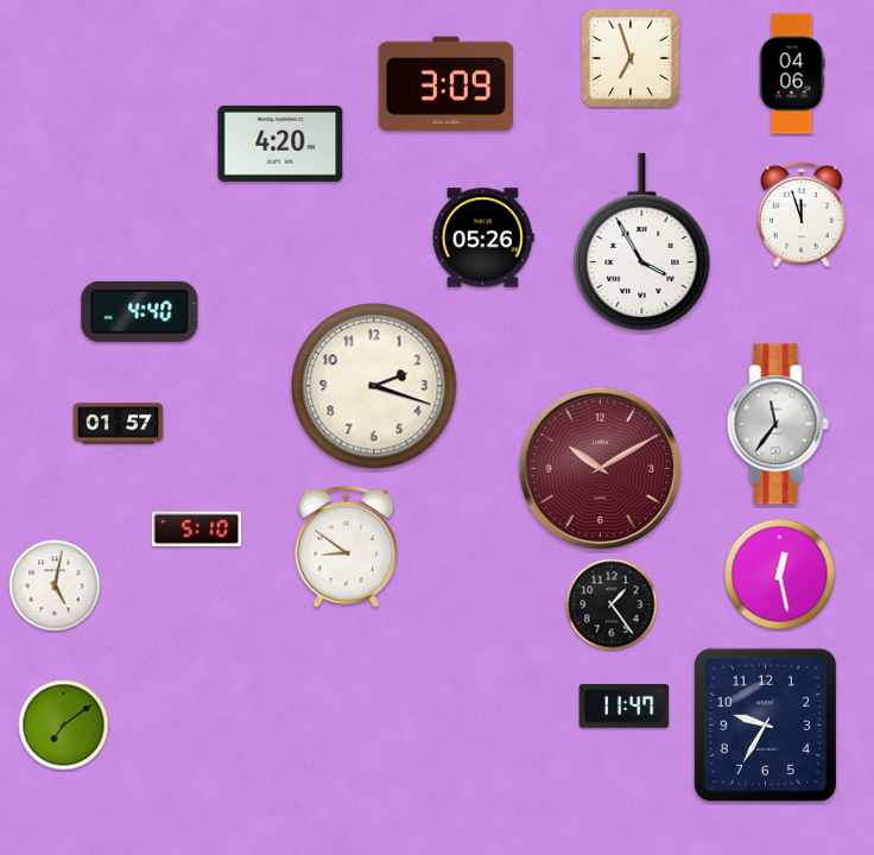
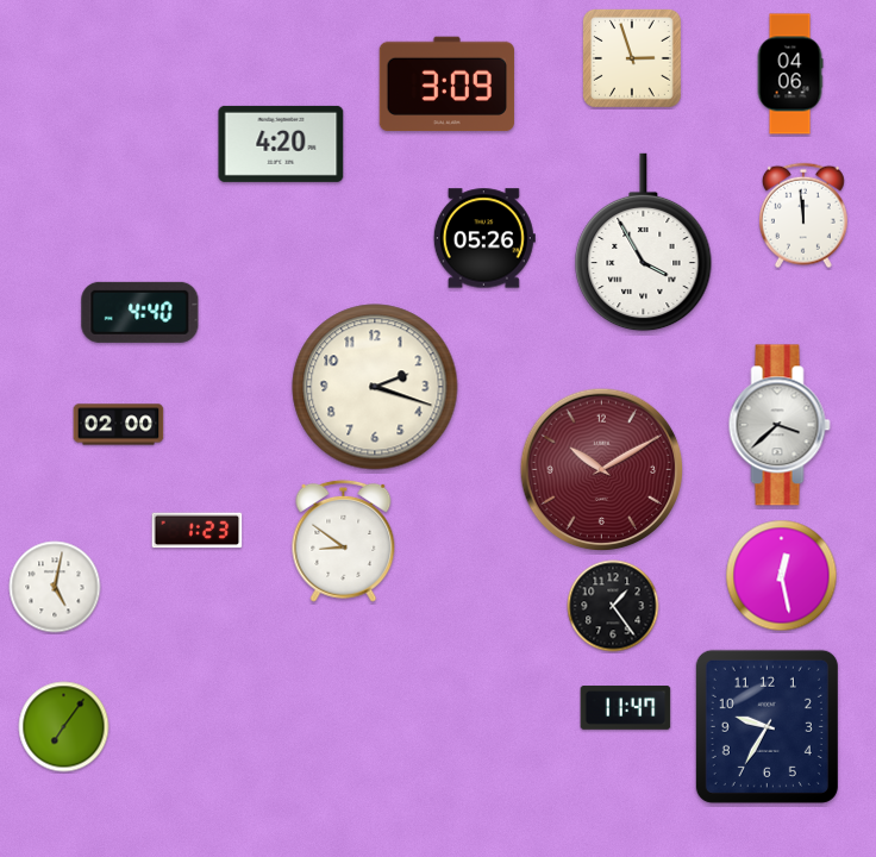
clock at (632, 59): 6:57 -> 2:57
clock at (792, 74) position: (792, 74) -> (790, 74)
clock at (802, 215): 11:57 -> 11:59
clock at (119, 424): 01:57 -> 02:00
clock at (778, 424): 11:36 -> 3:38
clock at (197, 530): 5:10 -> 1:23
clock at (347, 546) position: (347, 546) -> (344, 540)
clock at (64, 726): 7:09 -> 7:06
